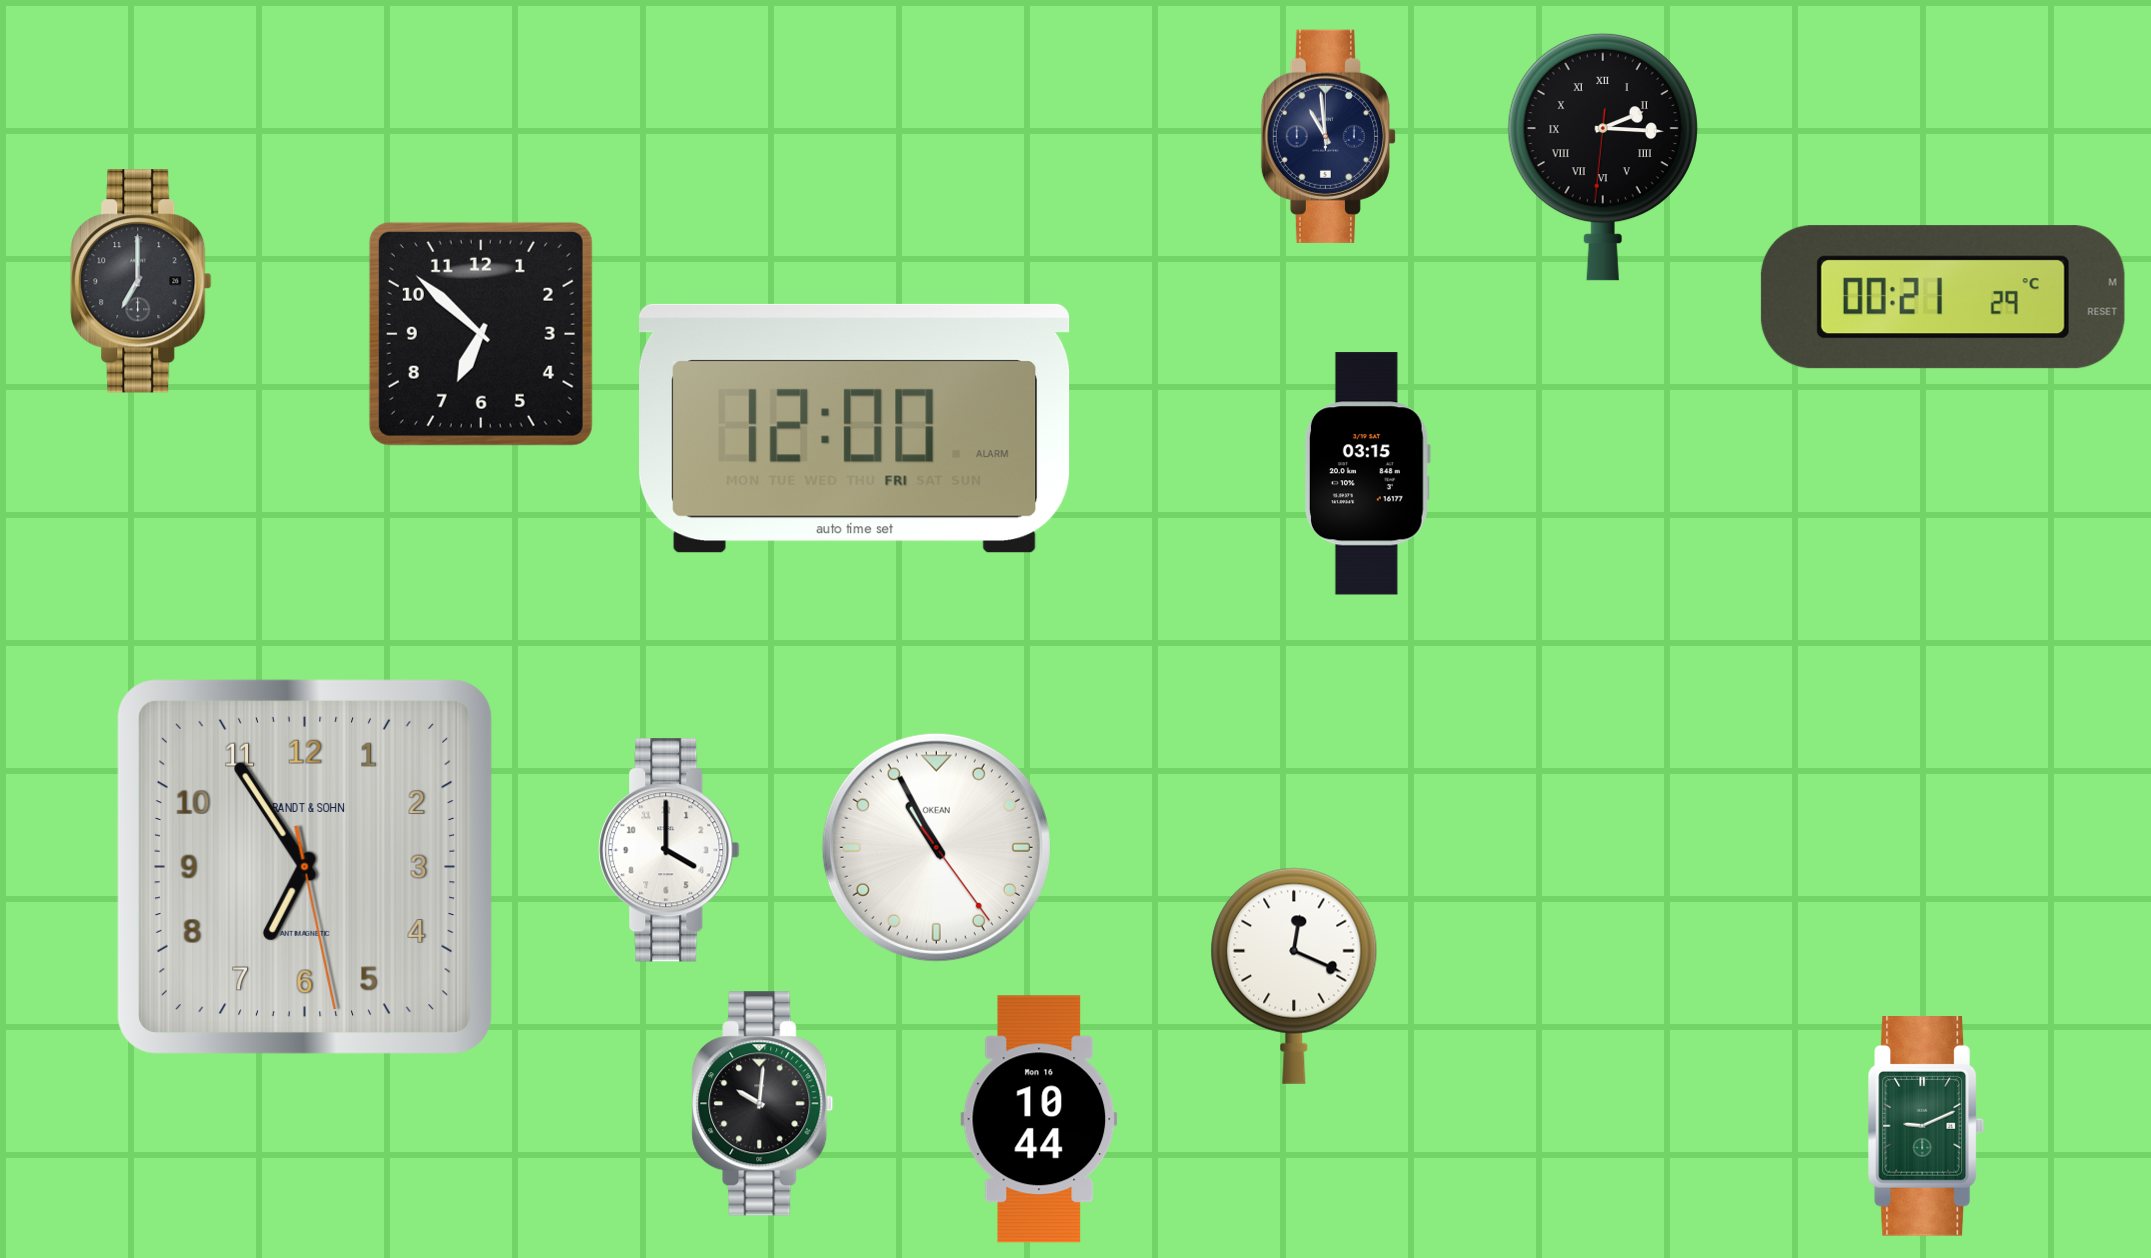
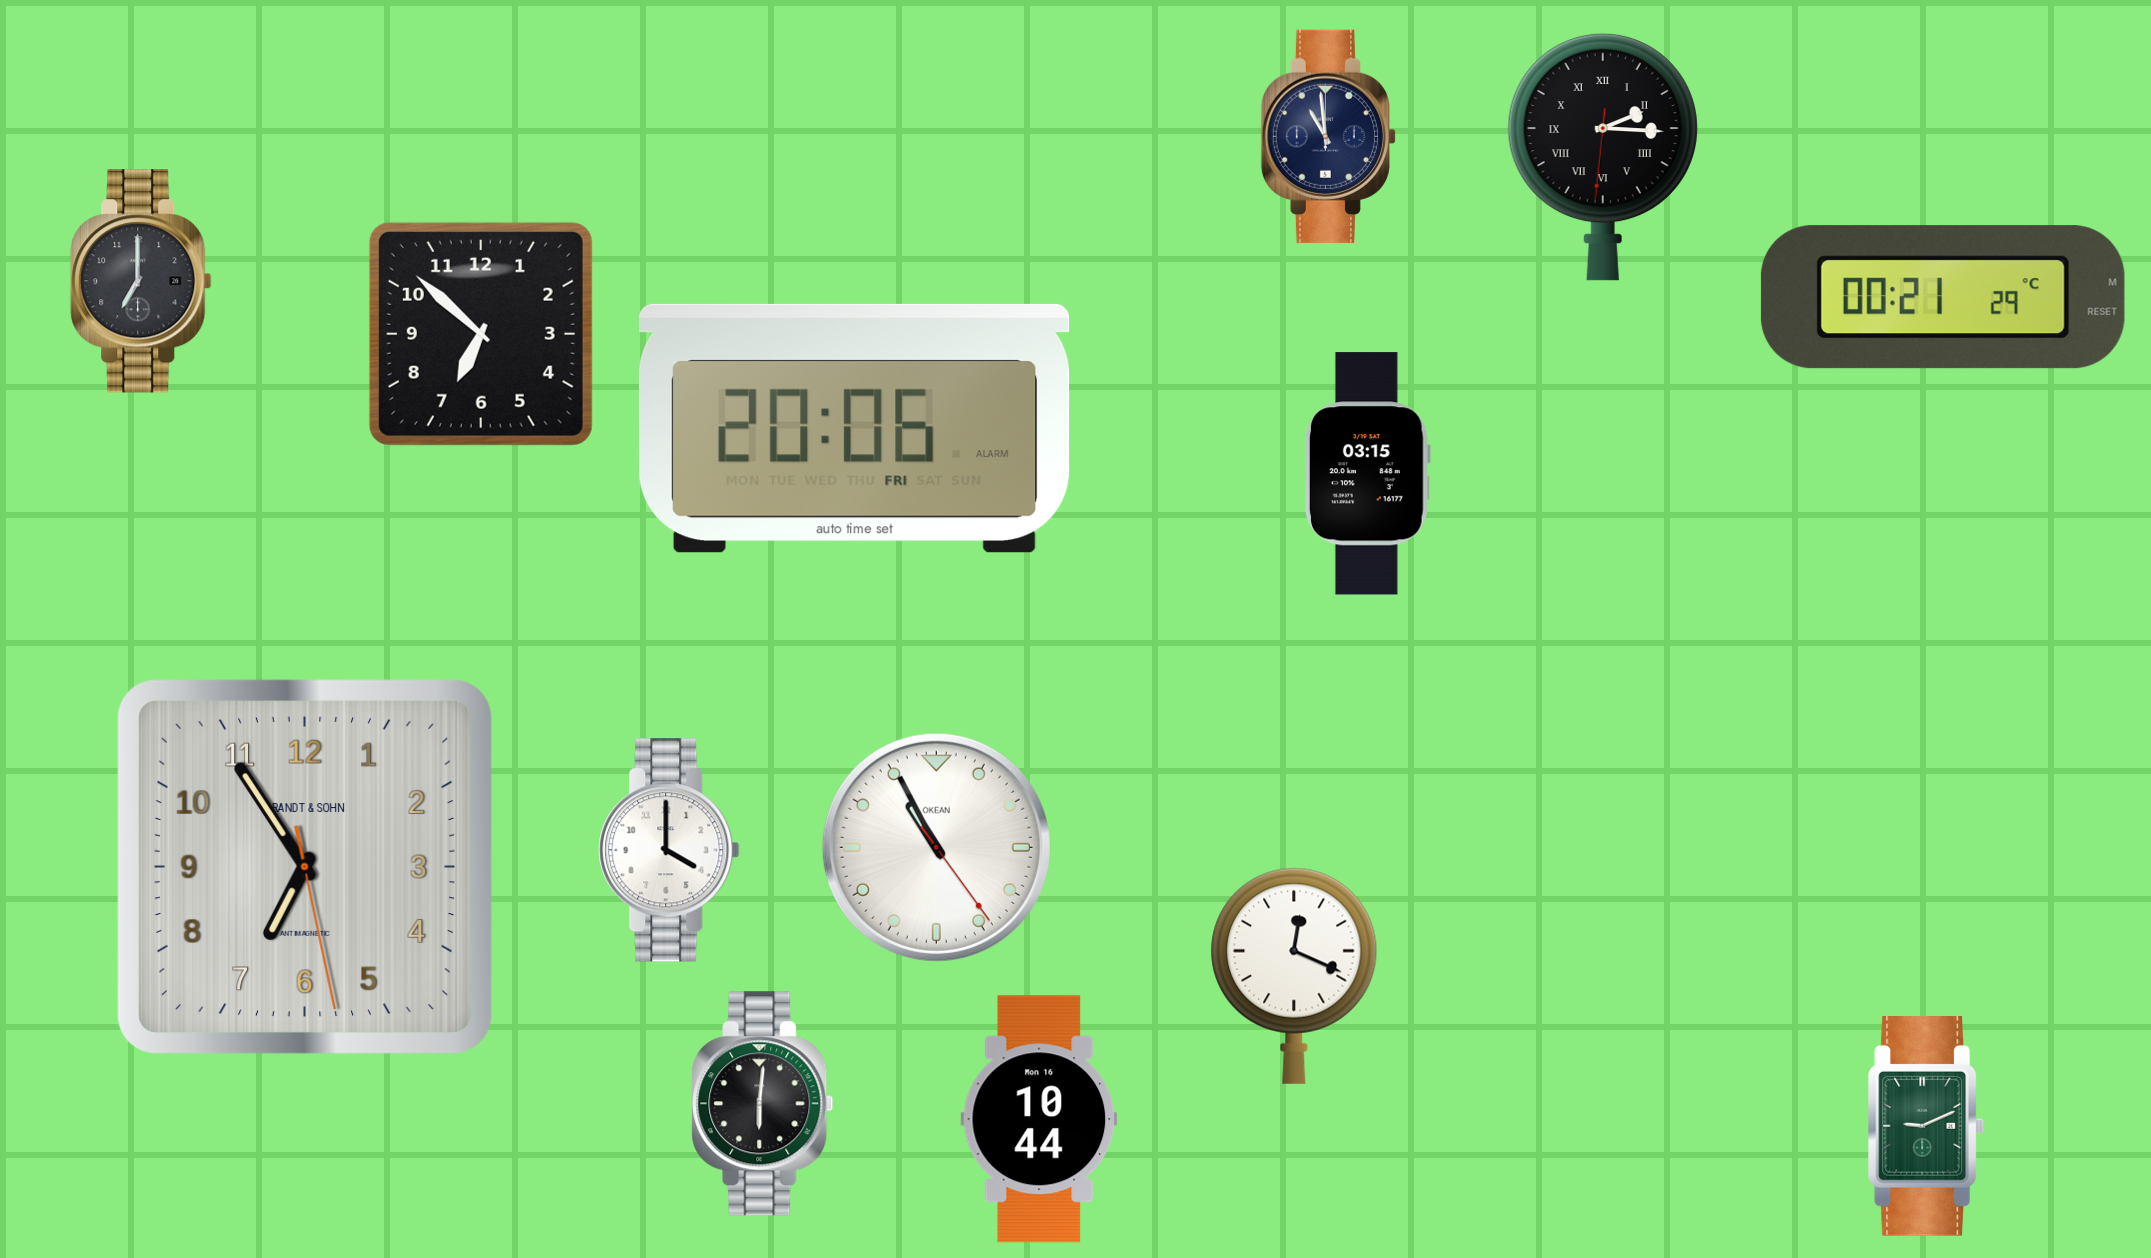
clock at (855, 428): 12:00 -> 20:06
clock at (763, 1104): 10:01 -> 6:01
